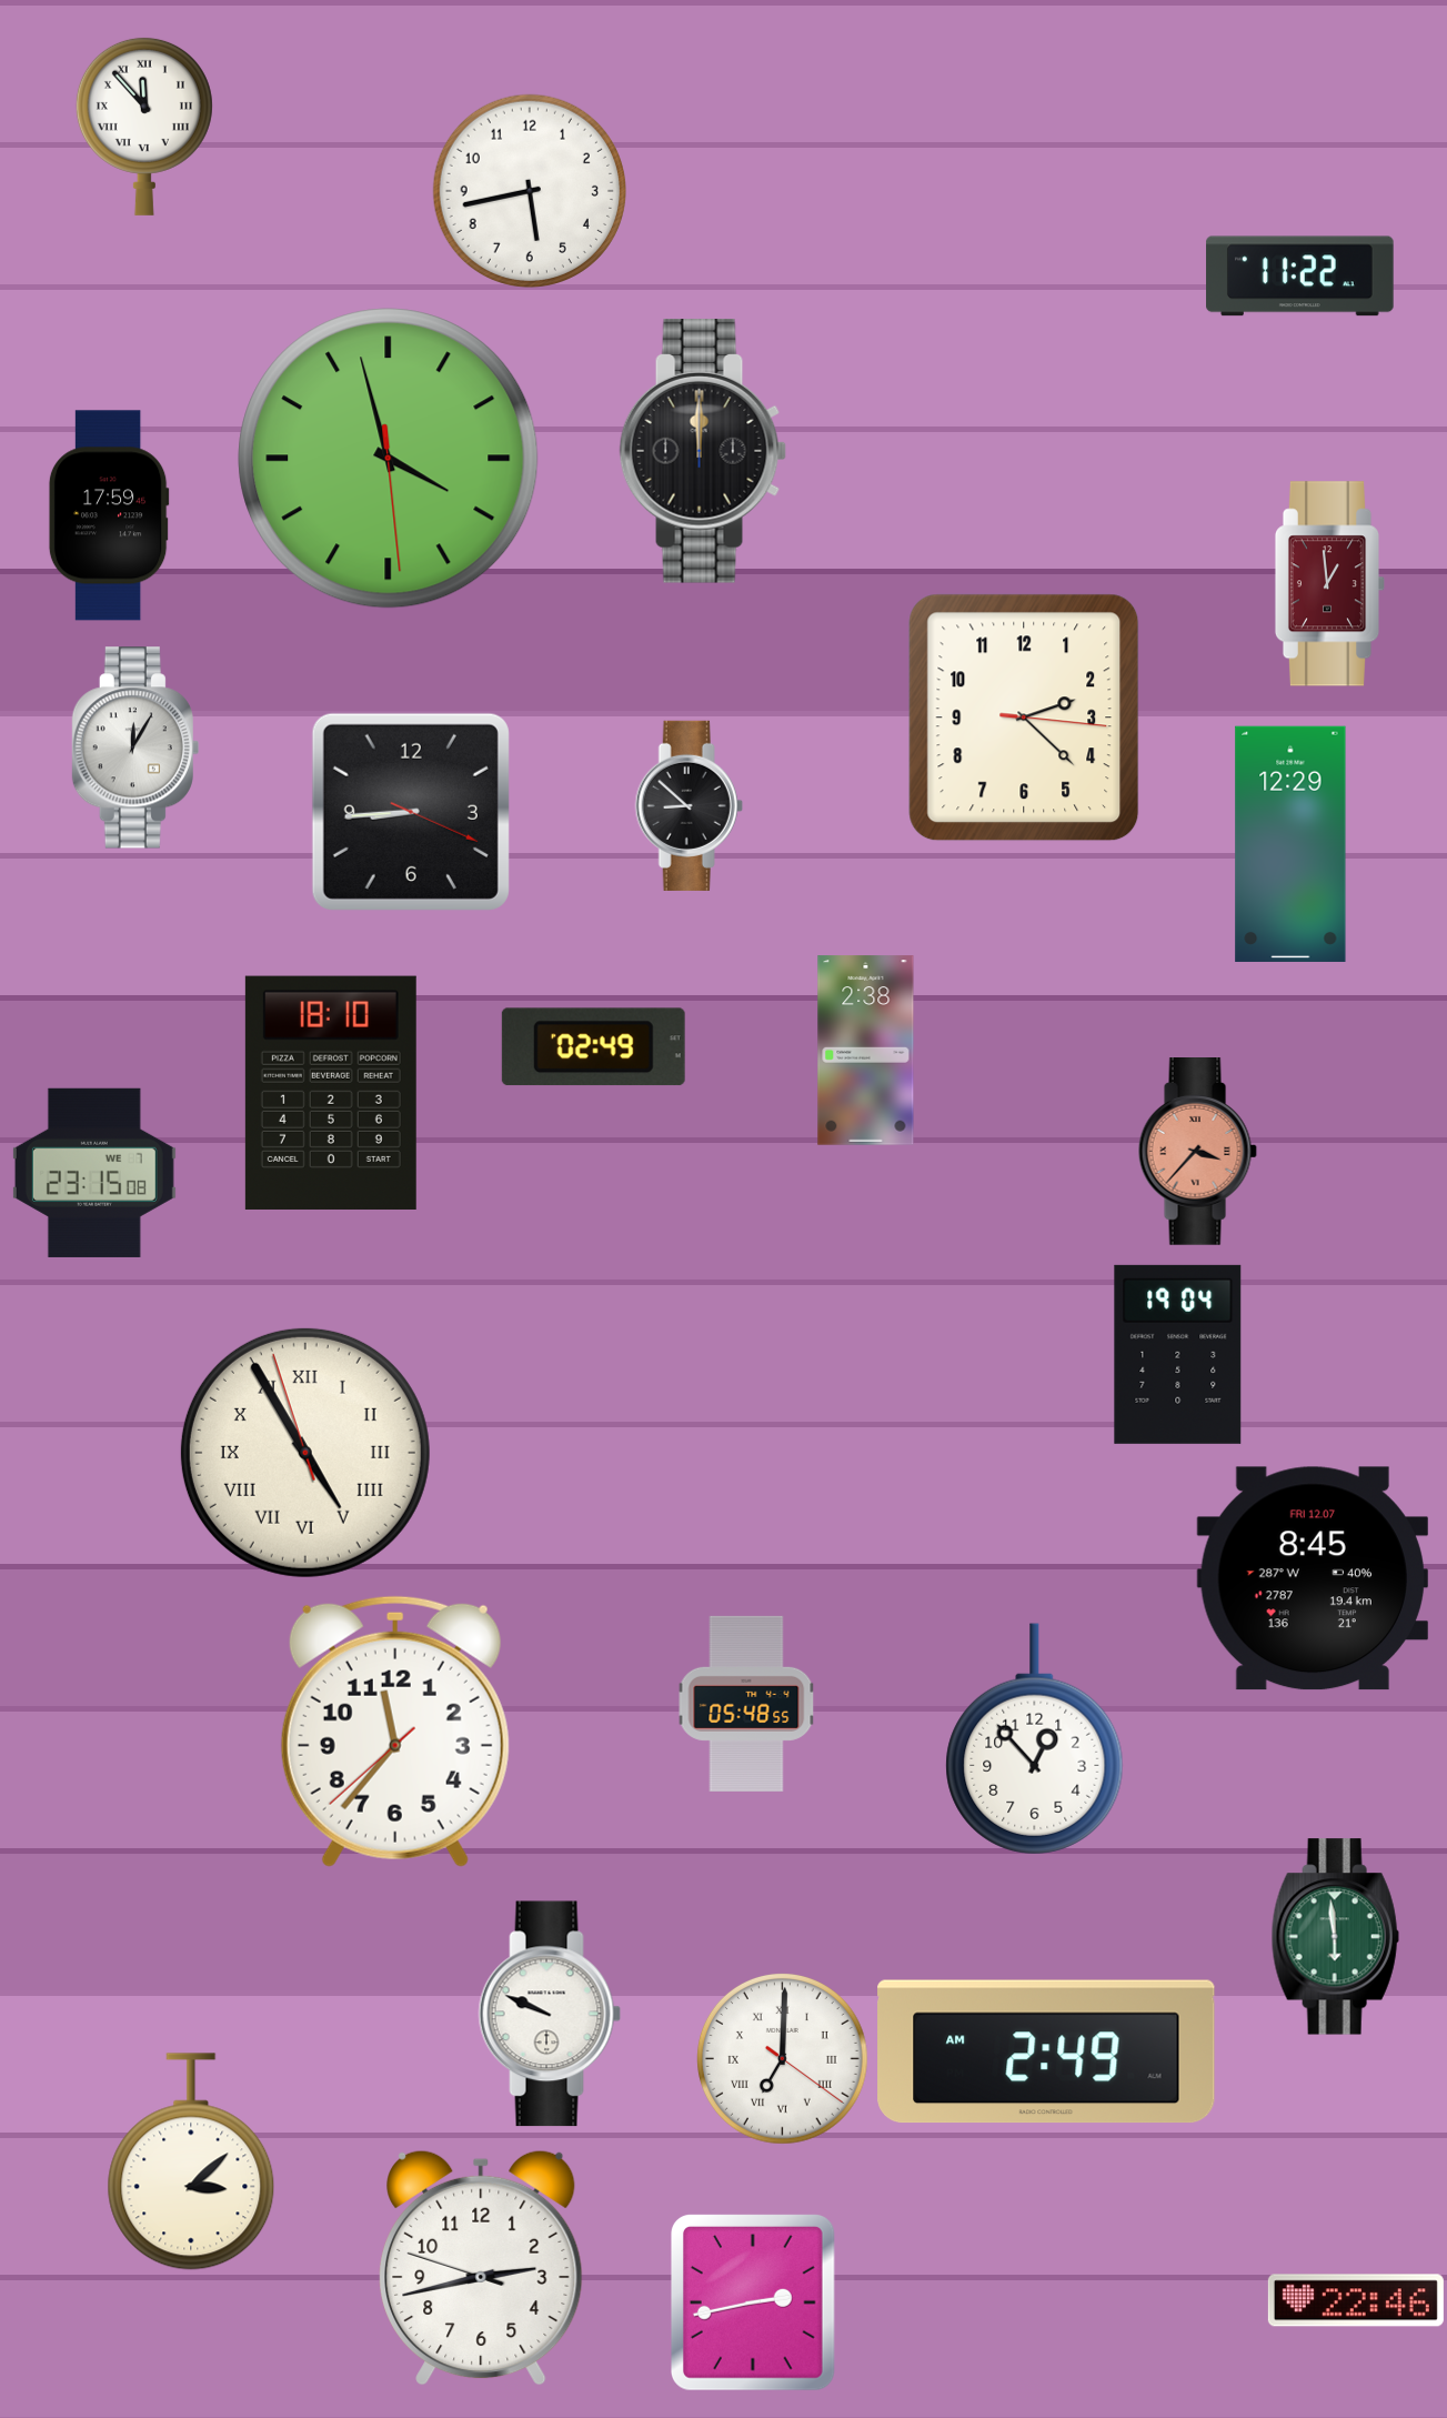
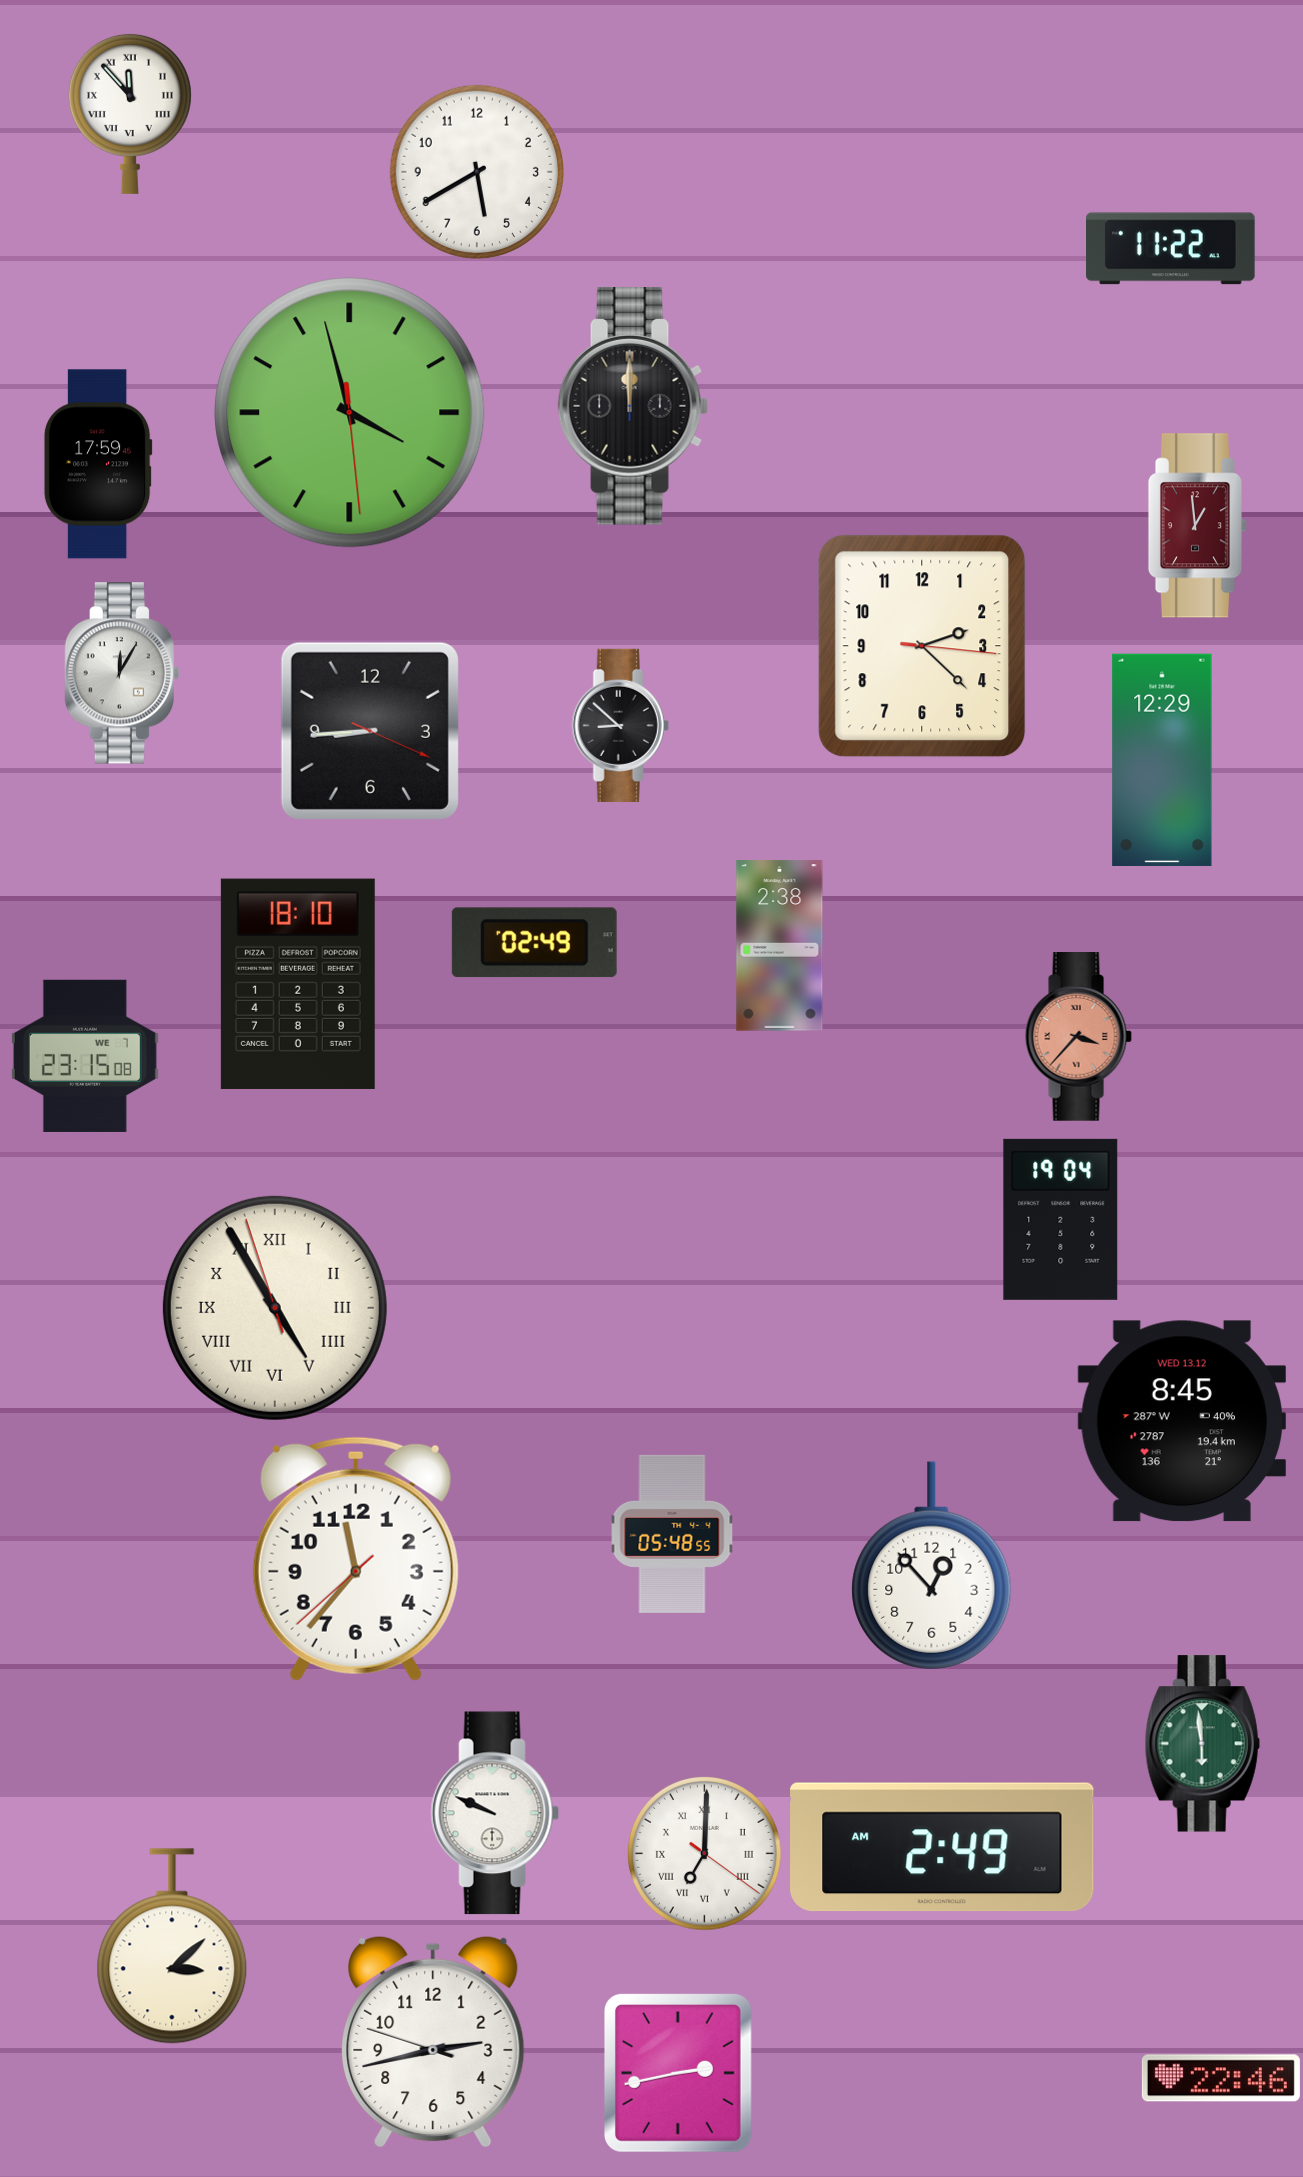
clock at (530, 191): 5:43 -> 5:40
clock at (1313, 1578) date: FRI 12.07 -> WED 13.12
clock at (1356, 2300) position: (1356, 2300) -> (1221, 2078)
